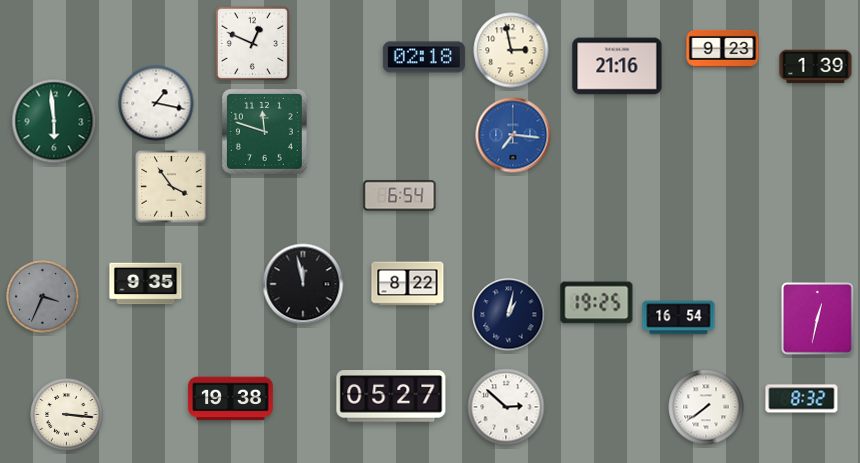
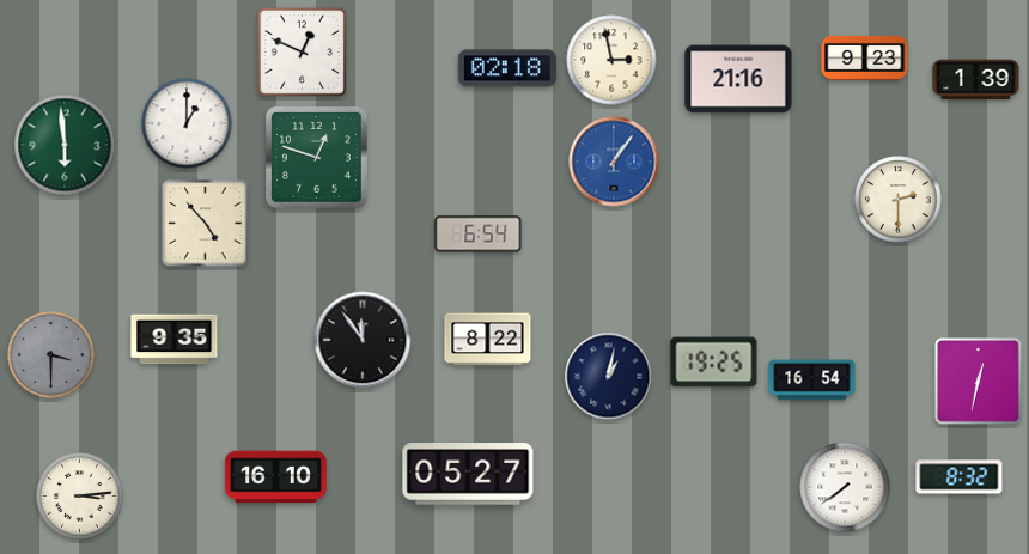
clock at (156, 103): 1:17 -> 1:00
clock at (264, 131): 11:48 -> 12:48
clock at (513, 135): 7:16 -> 1:06
clock at (899, 200): none -> 2:30
clock at (172, 187): 3:54 -> 4:53
clock at (303, 284): 11:58 -> 11:54
clock at (43, 297): 3:34 -> 3:30
clock at (231, 399): 19:38 -> 16:10
clock at (506, 407): 2:52 -> none
clock at (67, 415): 3:16 -> 3:14
